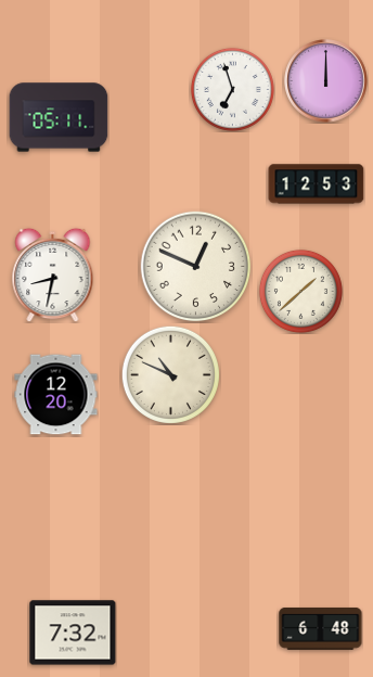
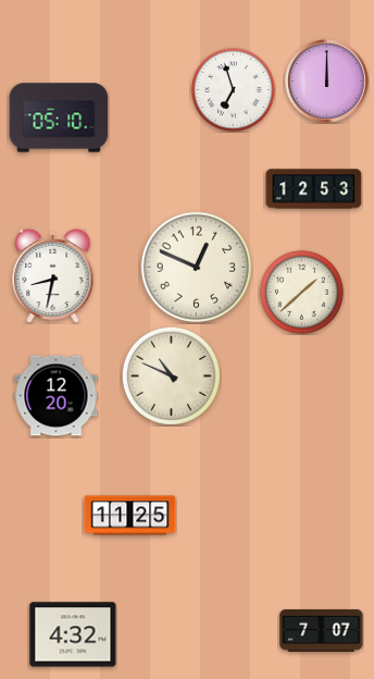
clock at (59, 117): 05:11 -> 05:10
clock at (317, 184) position: (317, 184) -> (314, 189)
clock at (130, 516): none -> 11:25
clock at (321, 628): 6:48 -> 7:07
clock at (73, 633): 7:32 -> 4:32
